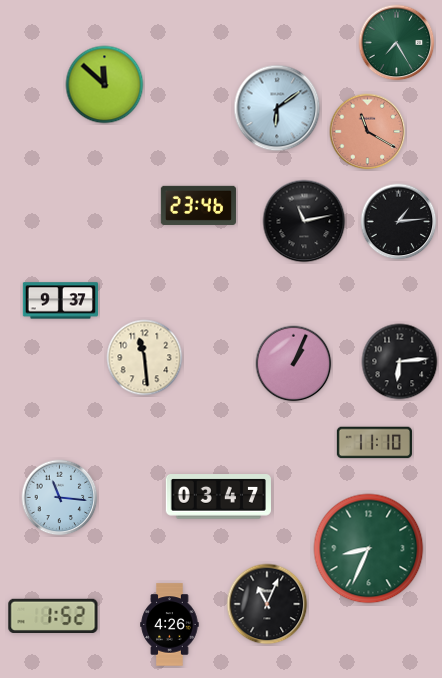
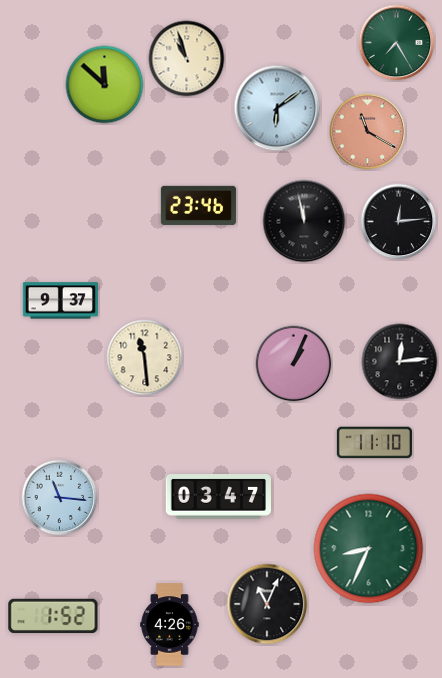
clock at (187, 59): none -> 10:57
clock at (304, 221): 11:13 -> 11:58
clock at (399, 222): 1:14 -> 12:14
clock at (400, 362): 6:14 -> 12:14
